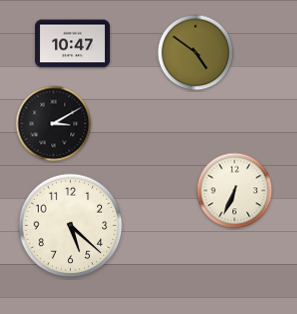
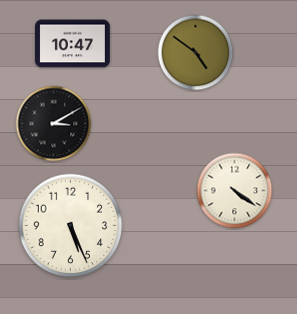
clock at (235, 191): 6:34 -> 4:21
clock at (71, 226): 5:22 -> 5:26
